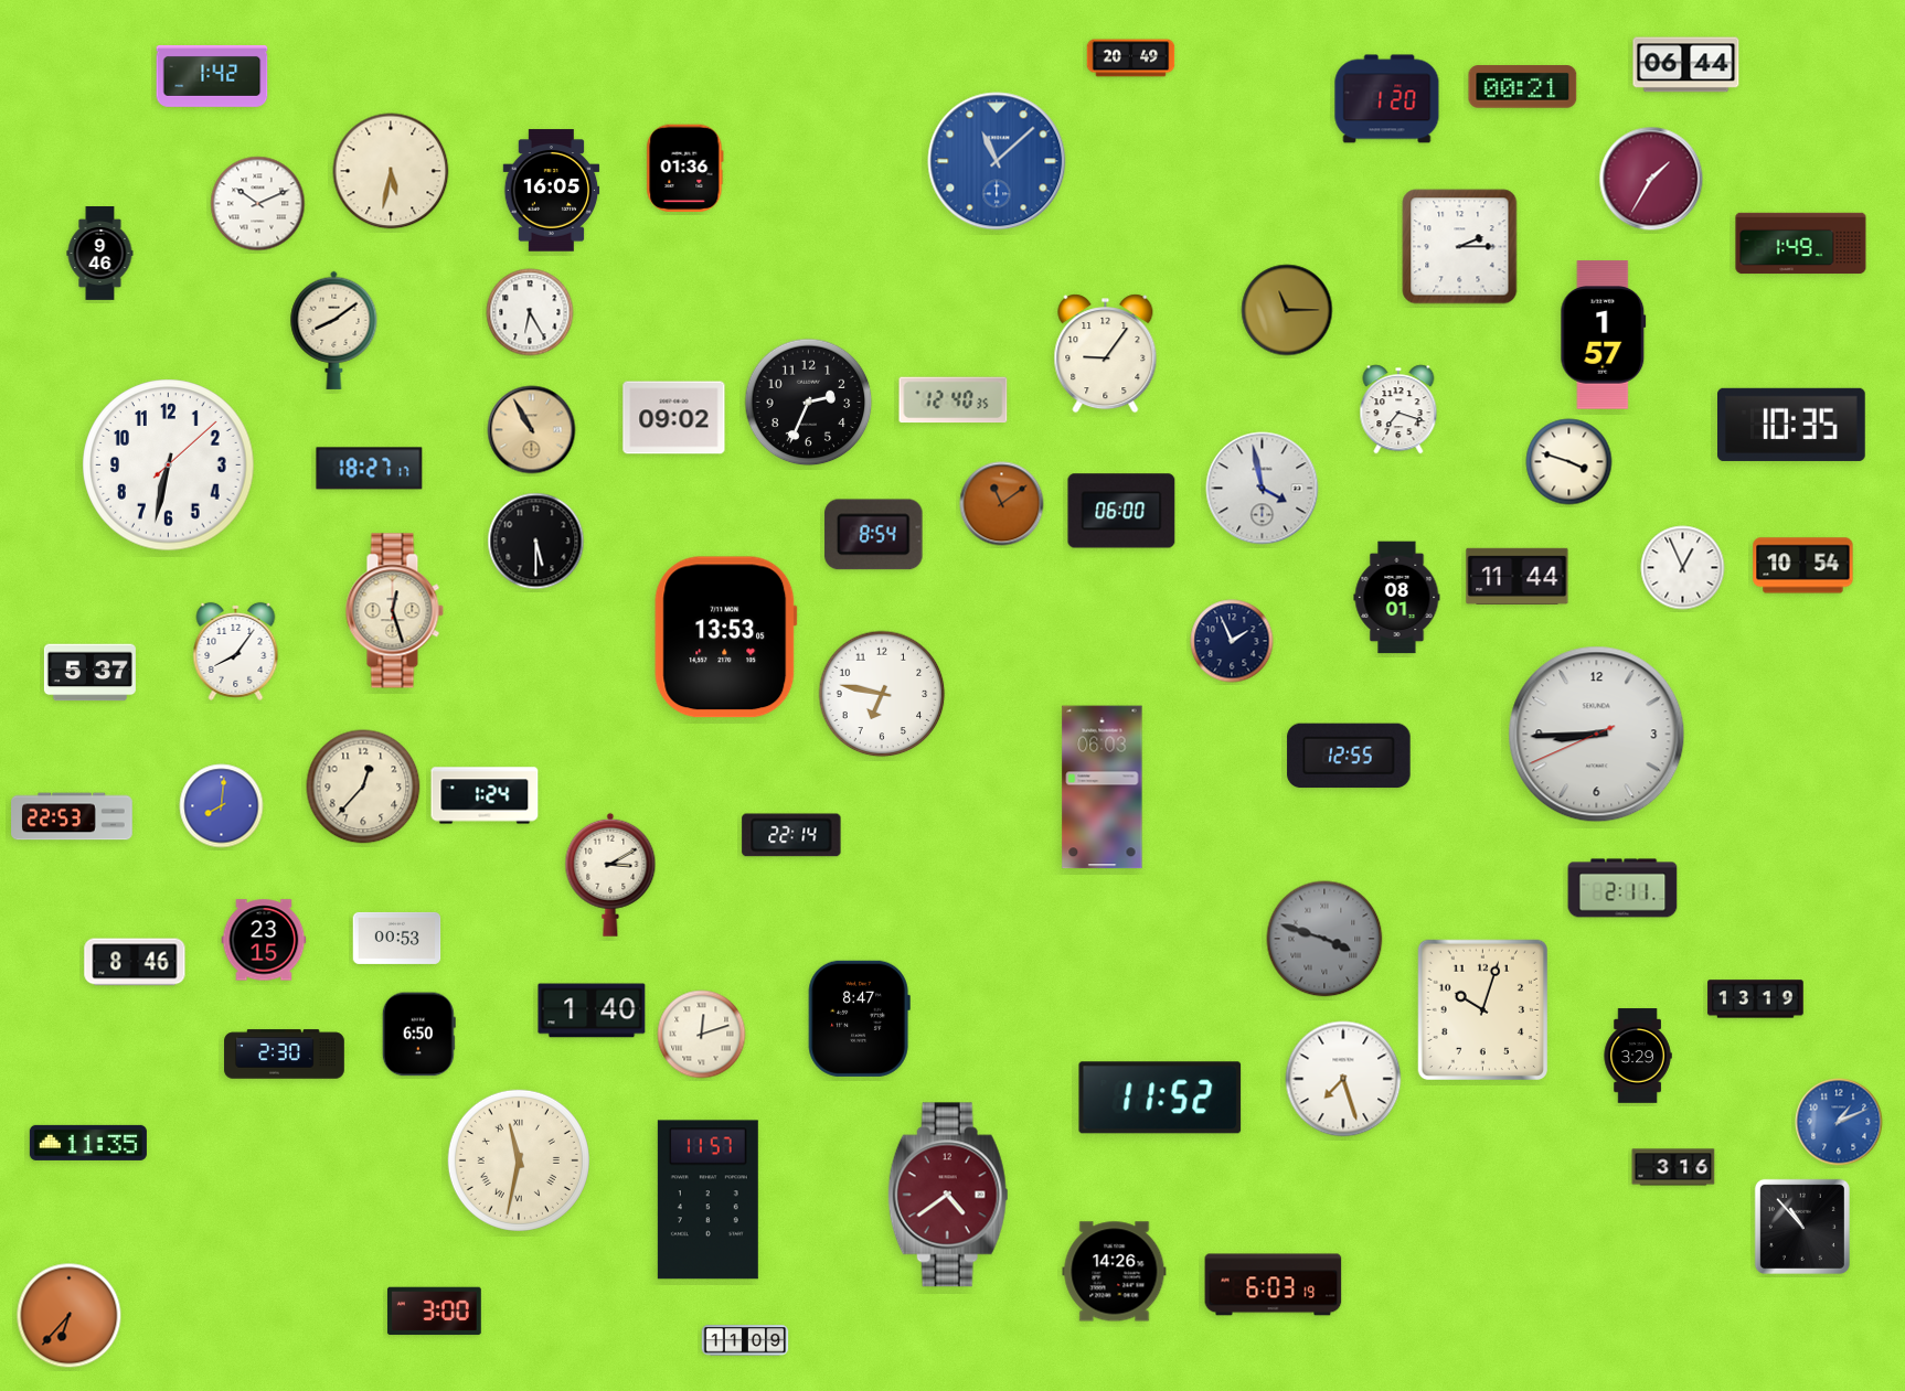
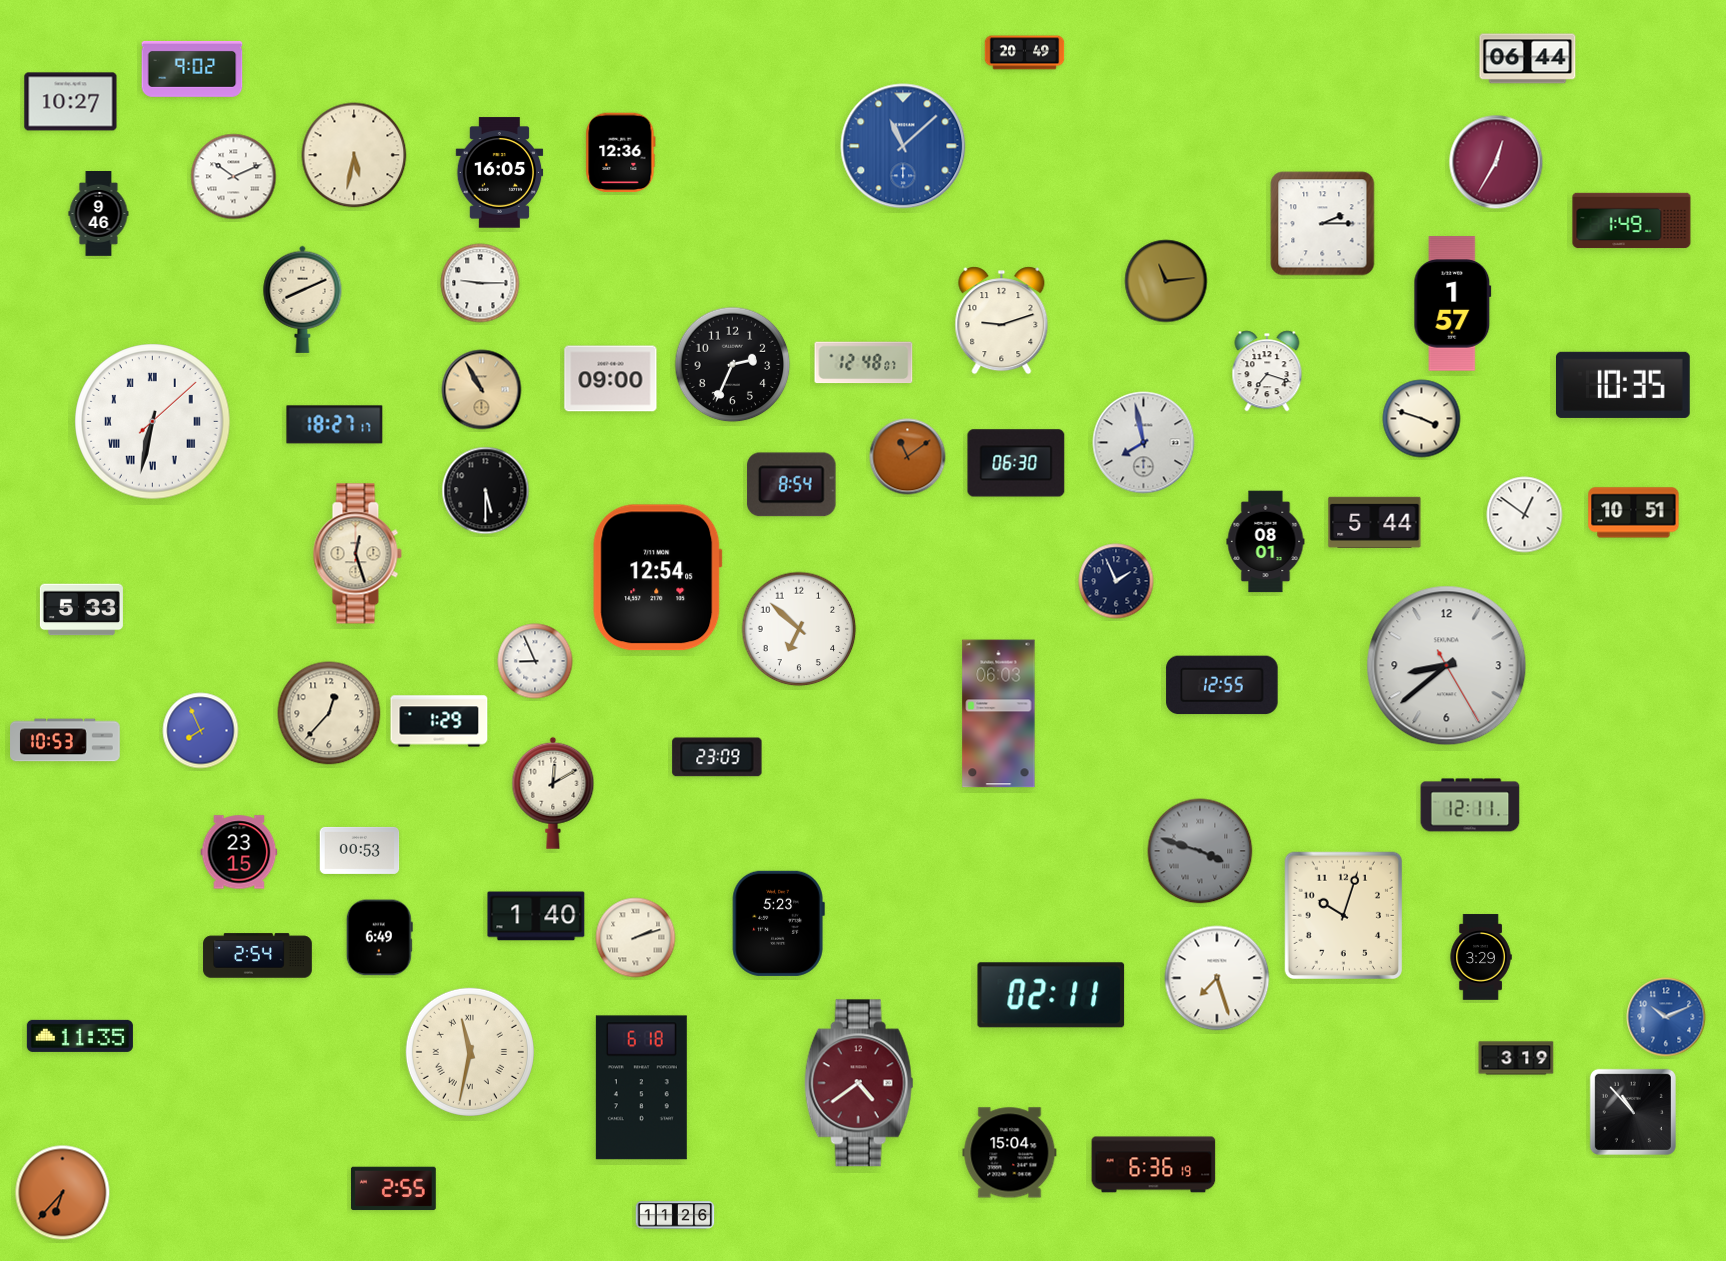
clock at (212, 76): 1:42 -> 9:02
clock at (1523, 87): 00:21 -> none
clock at (1387, 99): 1:20 -> none
clock at (71, 102): none -> 10:27
clock at (685, 169): 01:36 -> 12:36
clock at (1651, 179): 1:35 -> 12:35
clock at (258, 204) position: (258, 204) -> (234, 177)
clock at (100, 254) position: (100, 254) -> (99, 214)
clock at (1287, 310): 11:15 -> 11:14
clock at (530, 312): 6:25 -> 9:15
clock at (334, 330): 8:09 -> 8:11
clock at (1106, 354): 9:06 -> 9:12
clock at (954, 400): 12:40 -> 12:48
clock at (674, 418): 09:02 -> 09:00
clock at (169, 466) numerals: Arabic -> Roman
clock at (1263, 489): 3:58 -> 7:58
clock at (1121, 511): 06:00 -> 06:30
clock at (1803, 566): 10:54 -> 10:51
clock at (1683, 568): 12:56 -> 12:51
clock at (1518, 576): 11:44 -> 5:44
clock at (726, 638): 13:53 -> 12:54
clock at (236, 651): 8:06 -> none
clock at (89, 673): 5:37 -> 5:33
clock at (882, 694): 6:47 -> 6:52
clock at (535, 661): none -> 8:56
clock at (1597, 735): 8:44 -> 8:38
clock at (485, 795): 1:24 -> 1:29
clock at (222, 806): 8:01 -> 7:56
clock at (72, 816): 22:53 -> 10:53
clock at (791, 835): 22:14 -> 23:09
clock at (610, 875): 3:10 -> 12:10
clock at (1622, 888): 2:11 -> 12:11
clock at (135, 962): 8:46 -> none
clock at (1756, 999): 13:19 -> none
clock at (859, 1018): 8:47 -> 5:23
clock at (418, 1035): 6:50 -> 6:49
clock at (702, 1035): 12:12 -> 2:12
clock at (285, 1055): 2:30 -> 2:54
clock at (1638, 1056) position: (1638, 1056) -> (1481, 957)
clock at (1160, 1098): 11:52 -> 02:11
clock at (1839, 1122): 1:11 -> 10:11
clock at (1673, 1167): 3:16 -> 3:19
clock at (707, 1200): 11:57 -> 6:18
clock at (1115, 1272): 14:26 -> 15:04
clock at (1274, 1285): 6:03 -> 6:36
clock at (434, 1312): 3:00 -> 2:55
clock at (745, 1340): 11:09 -> 11:26
